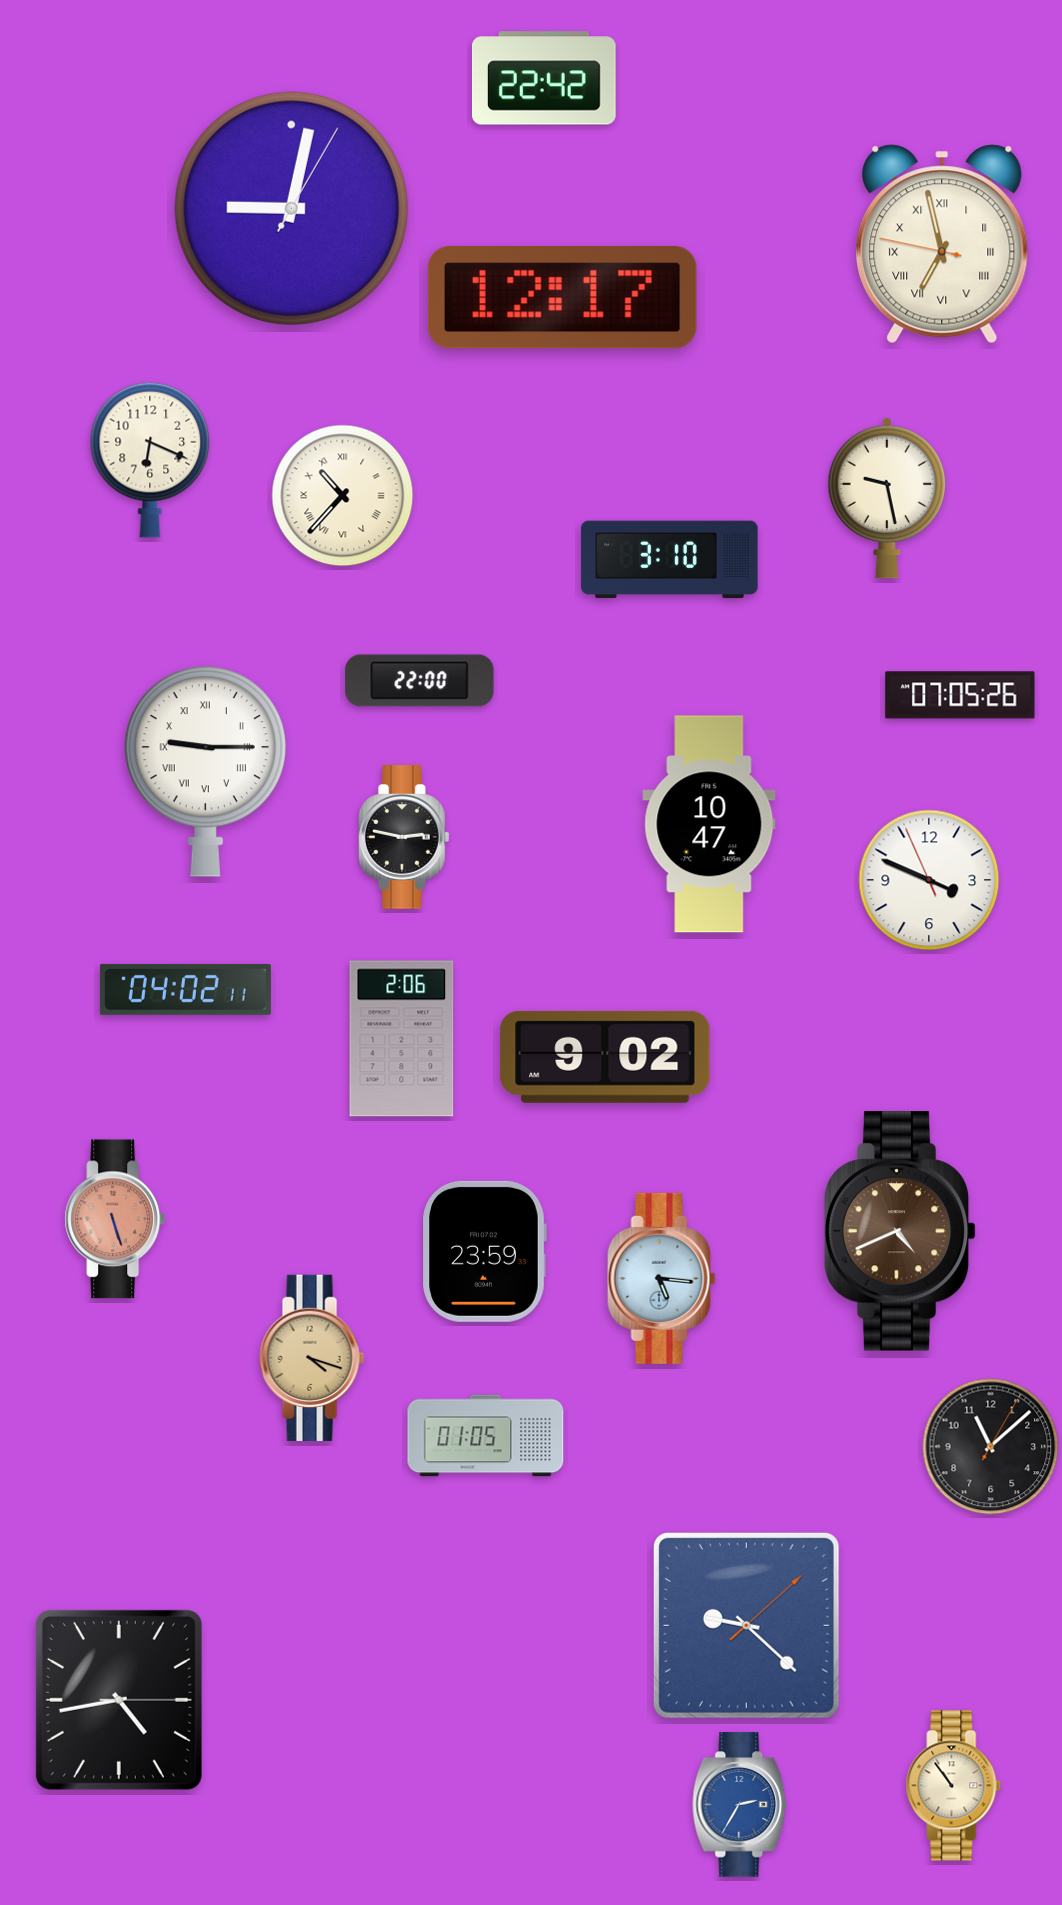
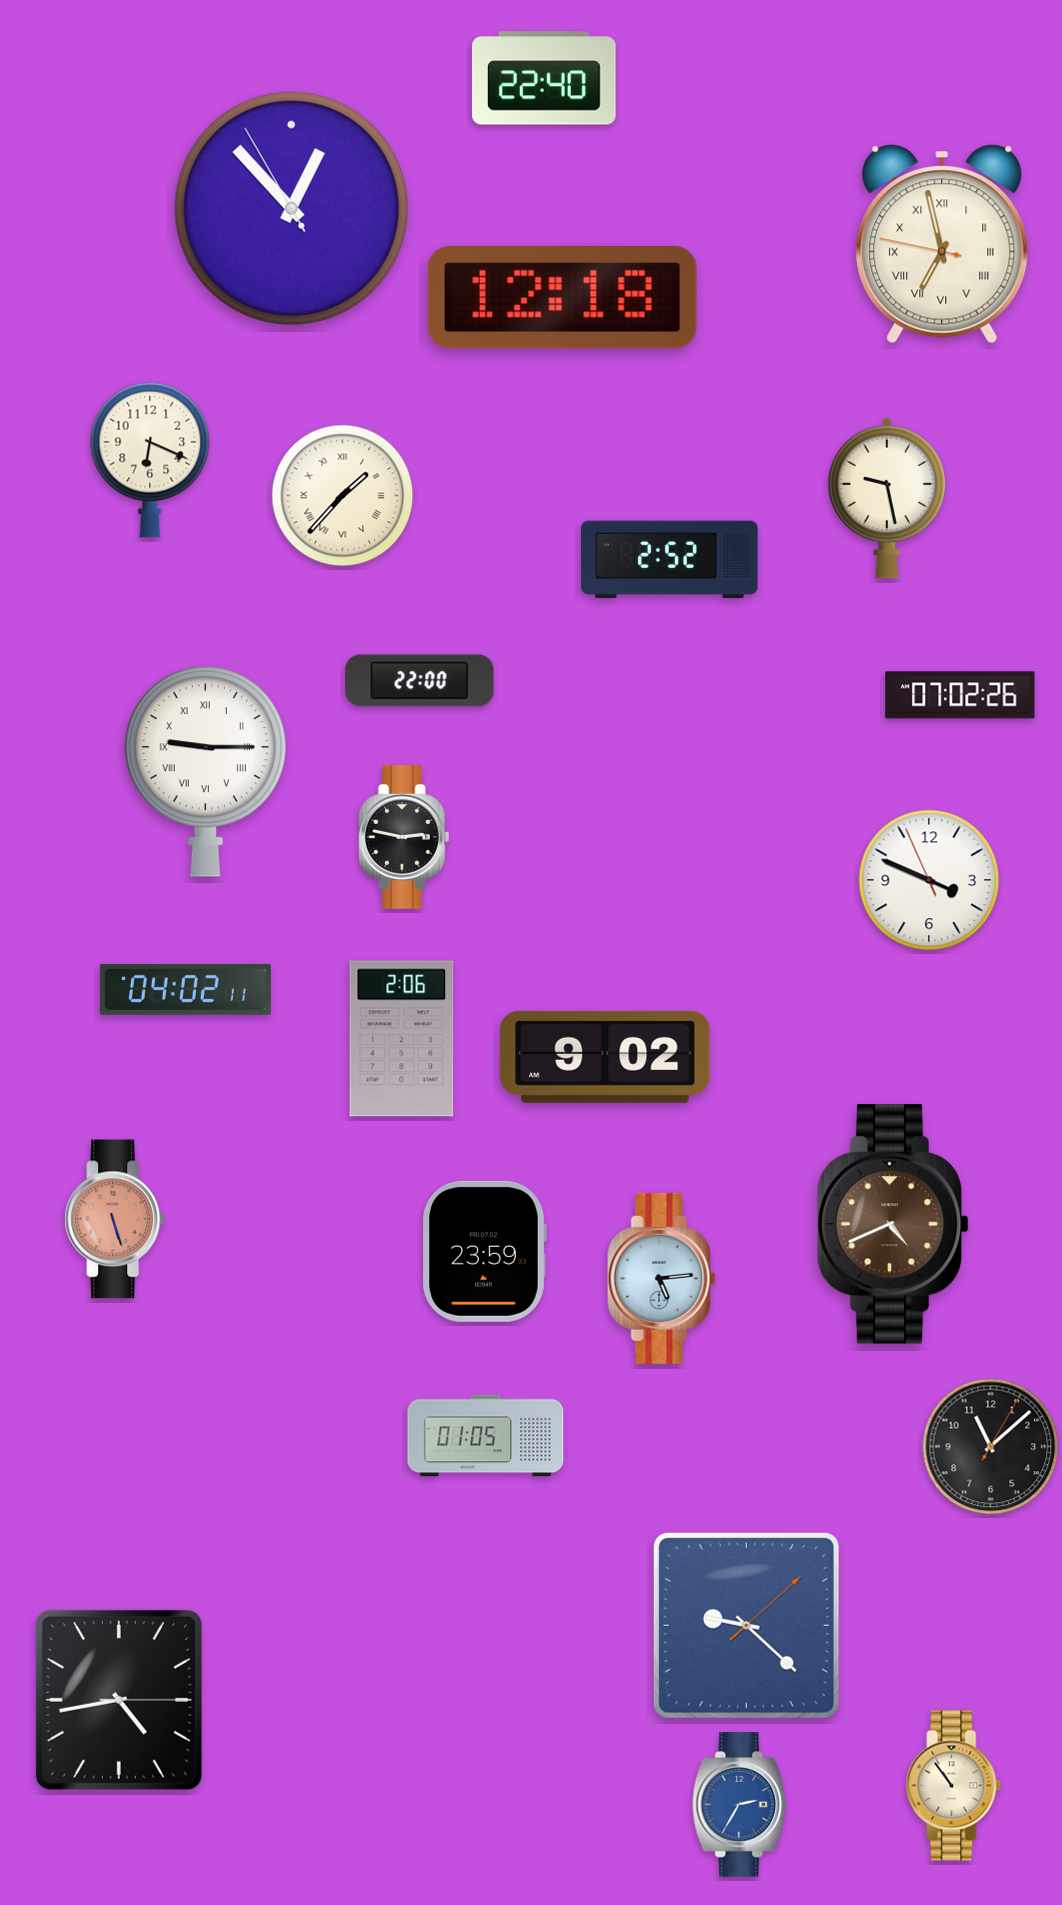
clock at (544, 78): 22:42 -> 22:40
clock at (291, 208): 9:02 -> 12:52
clock at (562, 298): 12:17 -> 12:18
clock at (343, 496): 10:37 -> 1:37
clock at (670, 560): 3:10 -> 2:52
clock at (960, 695): 07:05 -> 07:02
clock at (709, 824): 10:47 -> none
clock at (900, 1231) position: (900, 1231) -> (893, 1224)
clock at (662, 1278): 5:16 -> 5:14
clock at (312, 1358): 4:18 -> none
